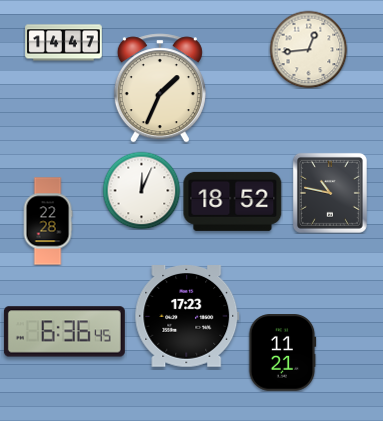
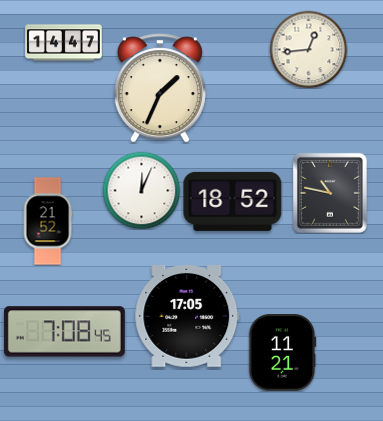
clock at (48, 221): 22:28 -> 21:52
clock at (187, 317): 17:23 -> 17:05
clock at (64, 332): 6:36 -> 7:08
